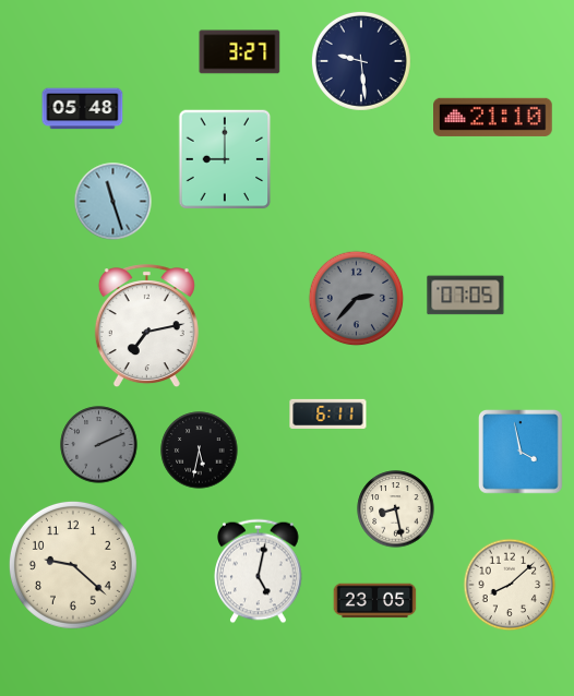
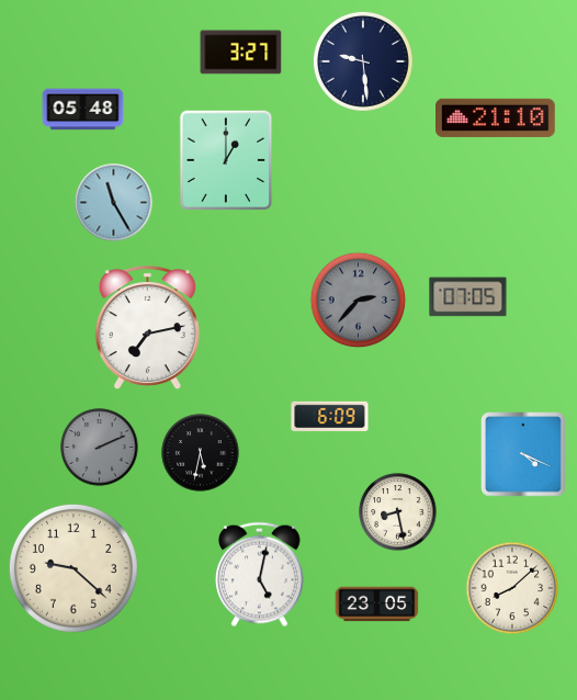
clock at (225, 159): 9:00 -> 1:00
clock at (113, 202): 11:27 -> 11:25
clock at (328, 413): 6:11 -> 6:09
clock at (522, 453): 3:58 -> 4:19
